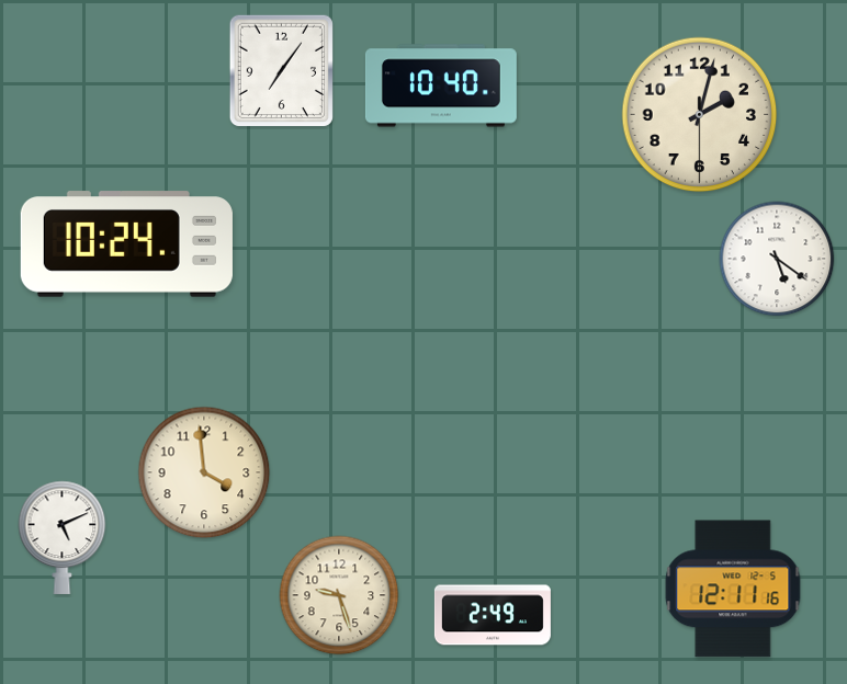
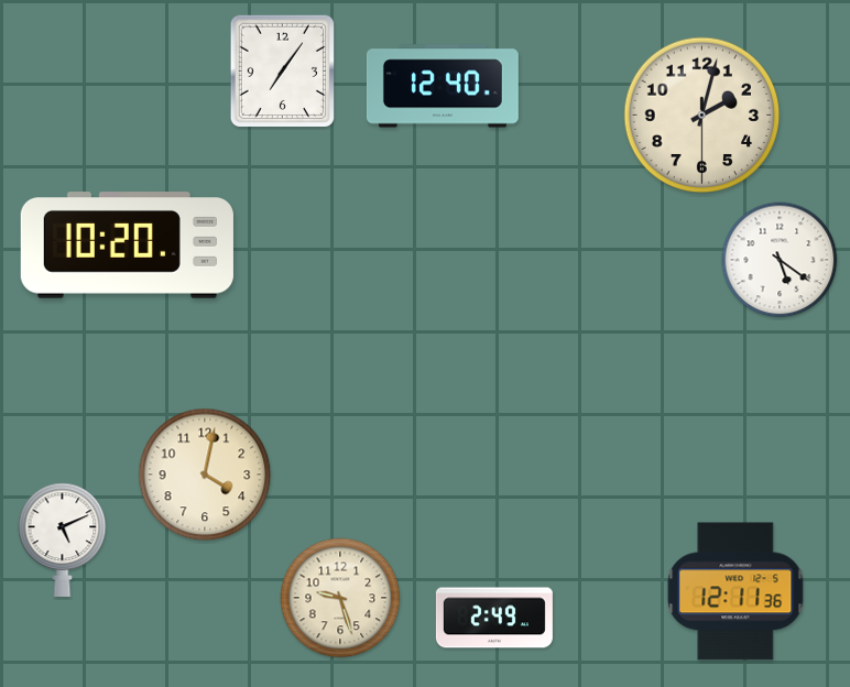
clock at (441, 86): 10:40 -> 12:40
clock at (126, 244): 10:24 -> 10:20
clock at (204, 472): 3:59 -> 4:02
clock at (733, 589): 12:11:16 -> 12:11:36
